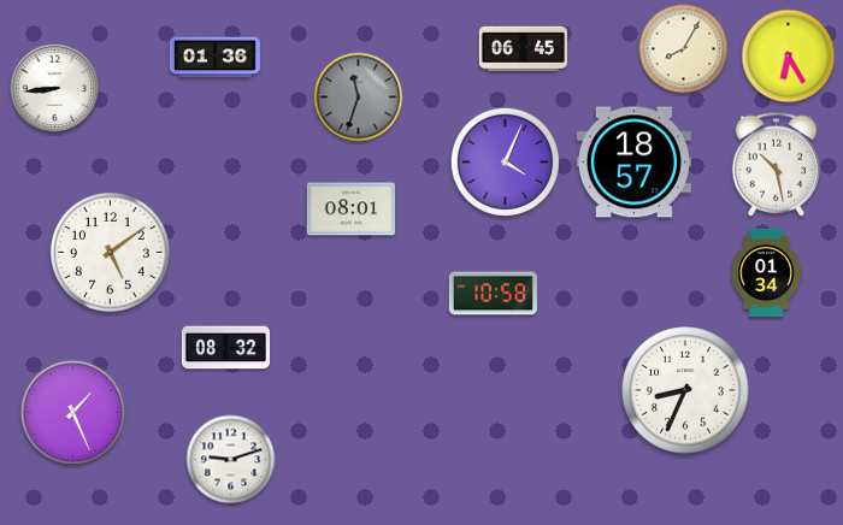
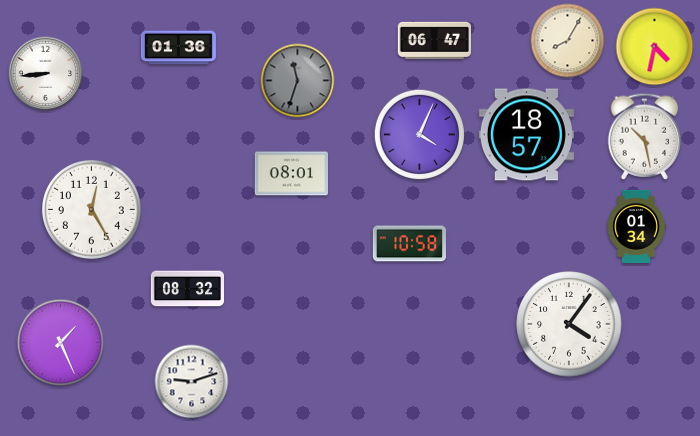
clock at (523, 48): 06:45 -> 06:47
clock at (789, 57): 6:25 -> 4:32
clock at (110, 252): 5:09 -> 12:25
clock at (685, 390): 8:34 -> 4:06
